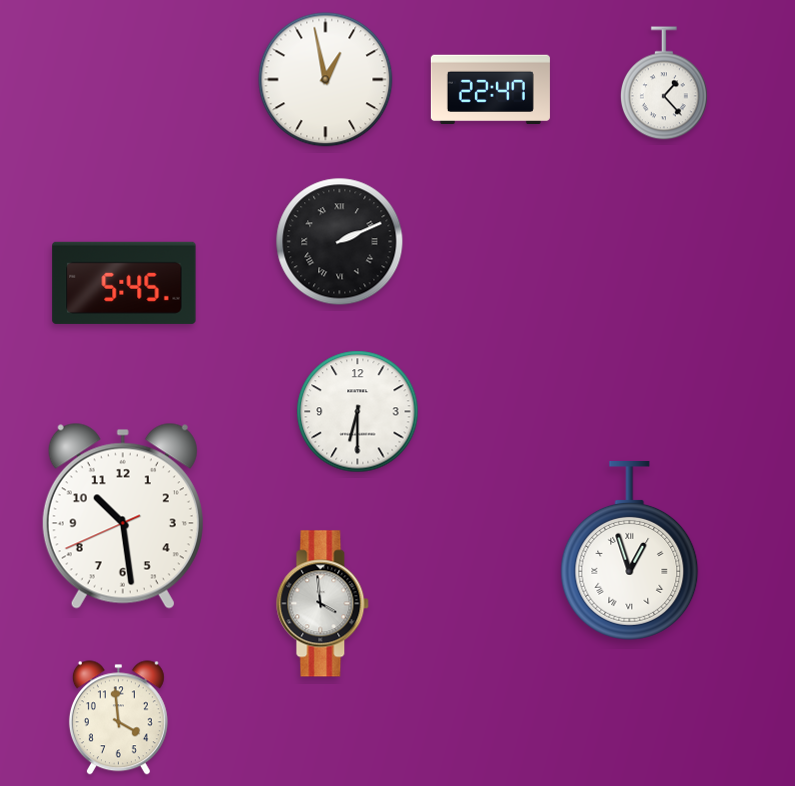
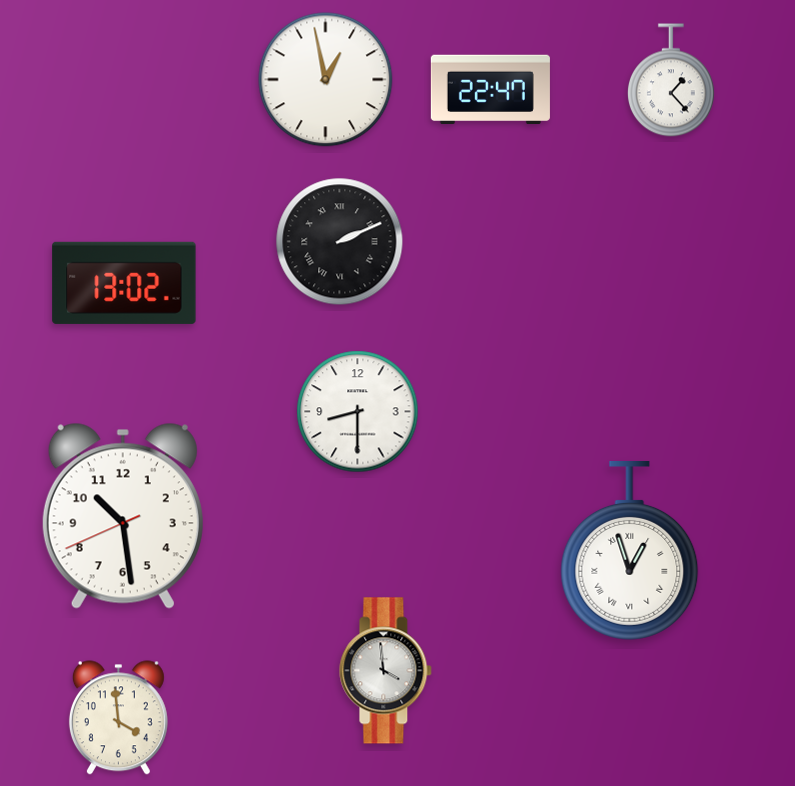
clock at (664, 83) position: (664, 83) -> (671, 80)
clock at (124, 283): 5:45 -> 13:02
clock at (358, 412): 6:30 -> 8:30
clock at (323, 604) position: (323, 604) -> (386, 671)
